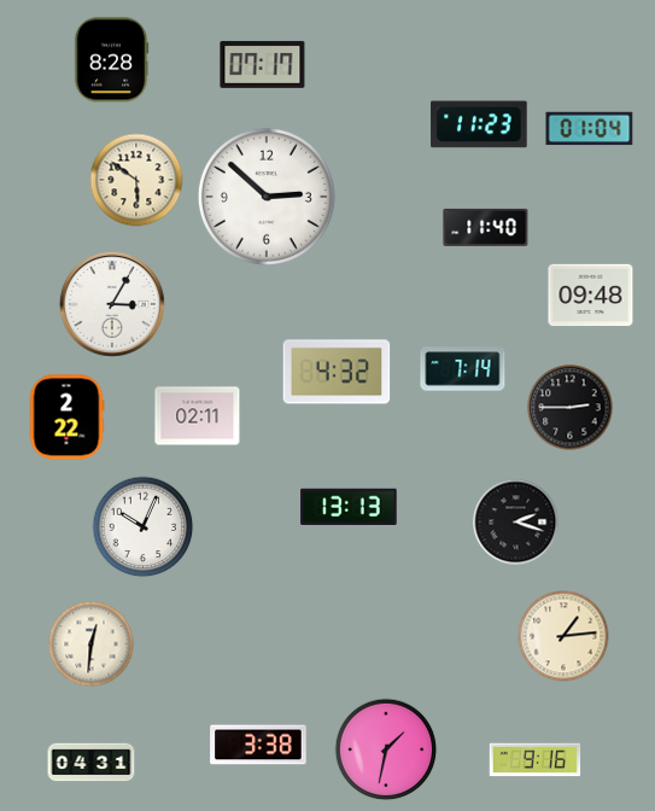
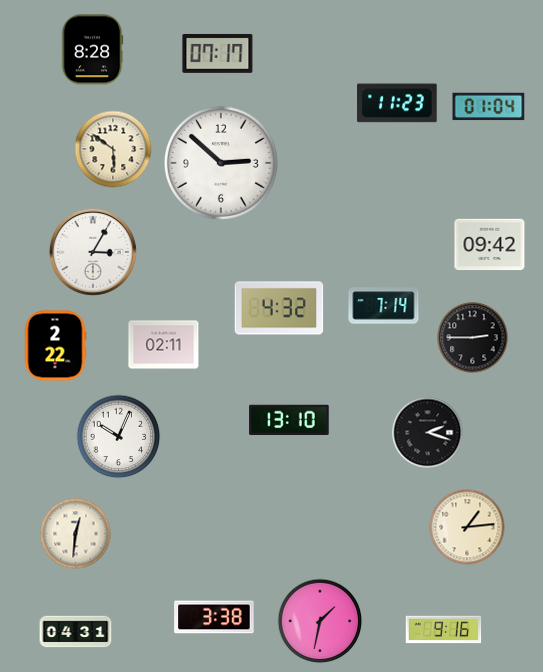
clock at (486, 227): 11:40 -> none
clock at (591, 296): 09:48 -> 09:42
clock at (349, 507): 13:13 -> 13:10
